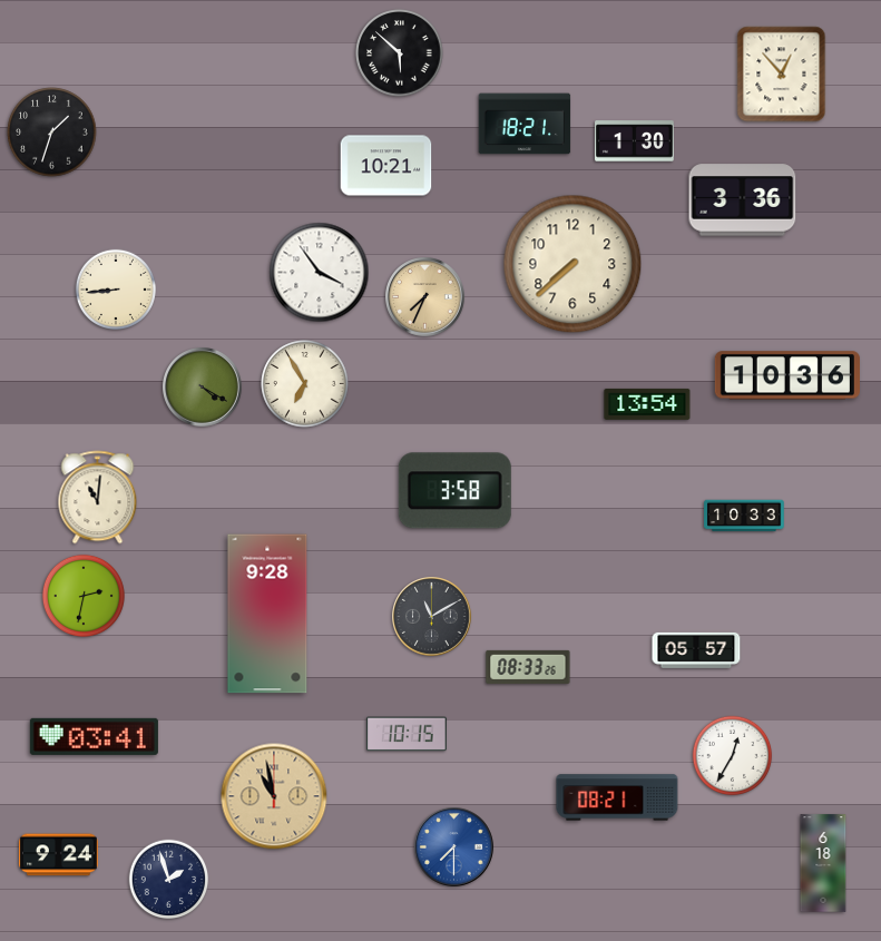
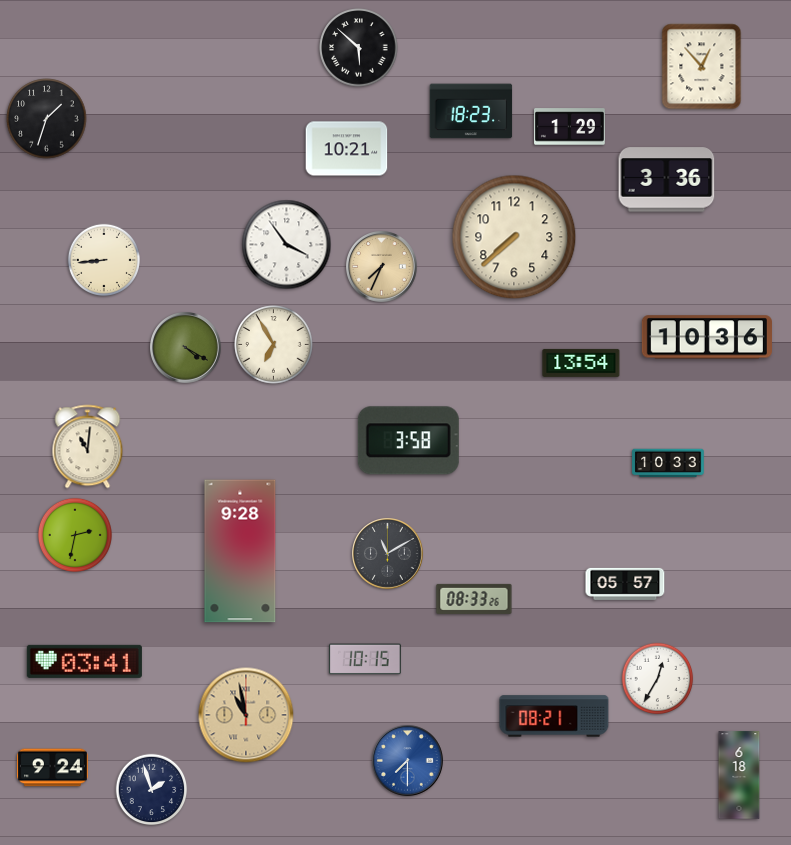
clock at (525, 124): 18:21 -> 18:23
clock at (635, 141): 1:30 -> 1:29
clock at (203, 388) position: (203, 388) -> (186, 348)
